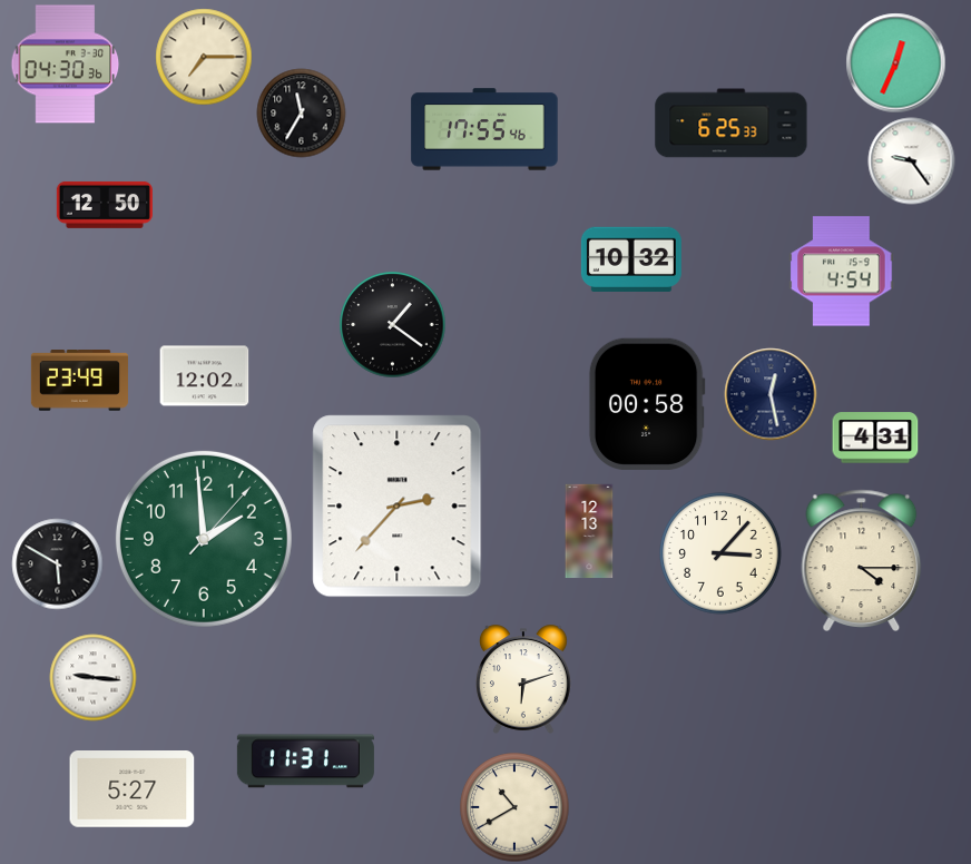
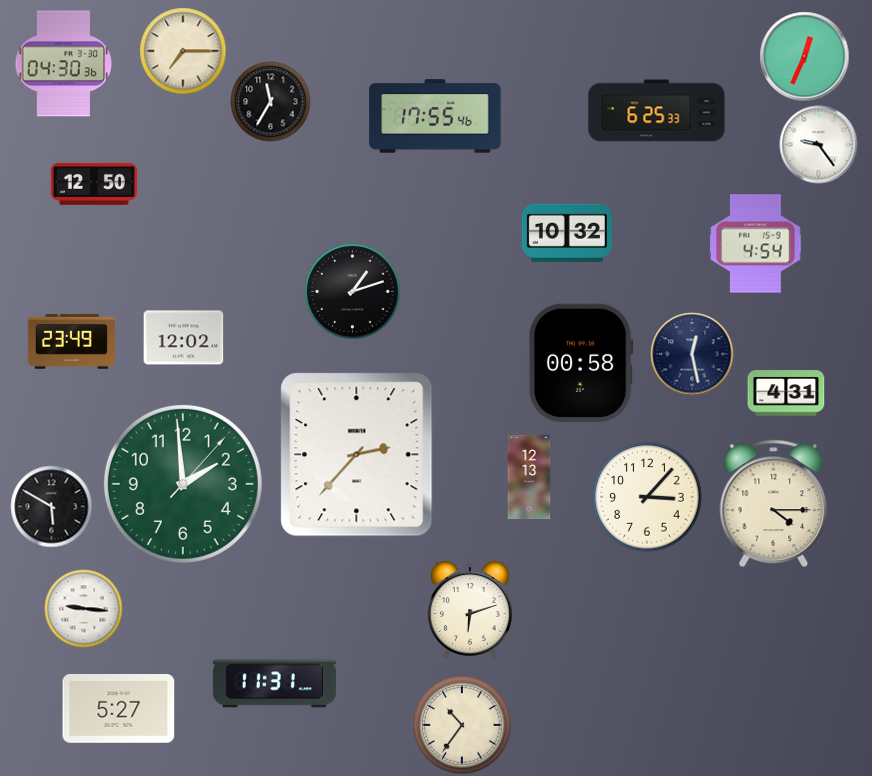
clock at (66, 65) position: (66, 65) -> (64, 64)
clock at (393, 325): 1:21 -> 1:12
clock at (514, 807): 10:40 -> 10:36
